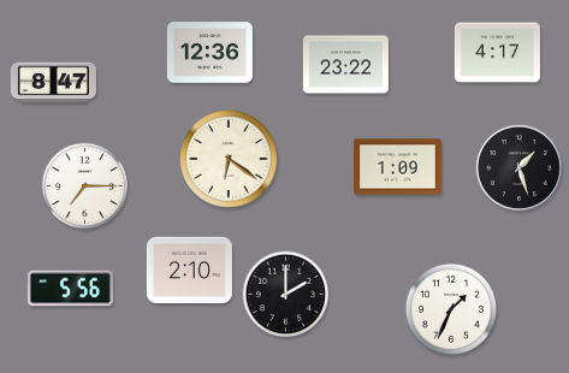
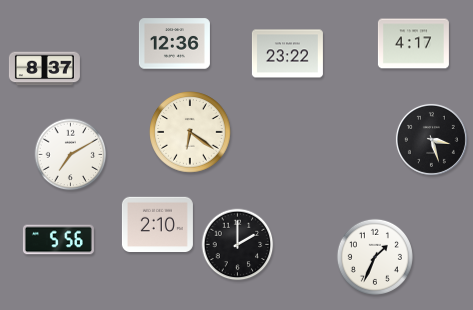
clock at (53, 83): 8:47 -> 8:37
clock at (398, 167): 1:09 -> none
clock at (518, 167): 1:27 -> 3:27
clock at (85, 186): 7:15 -> 7:10
